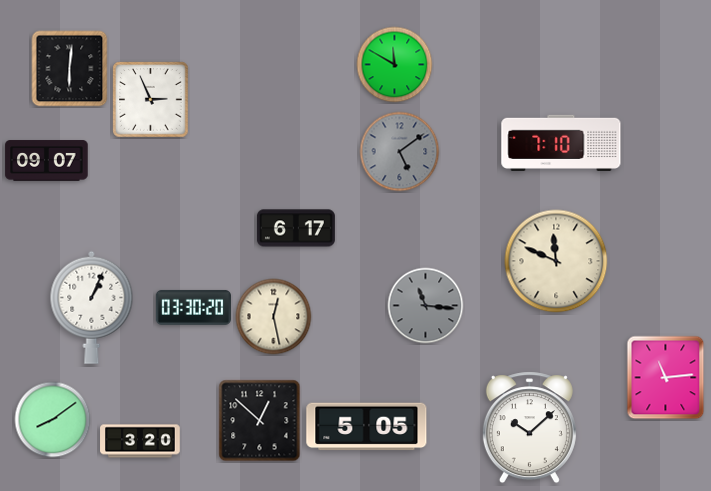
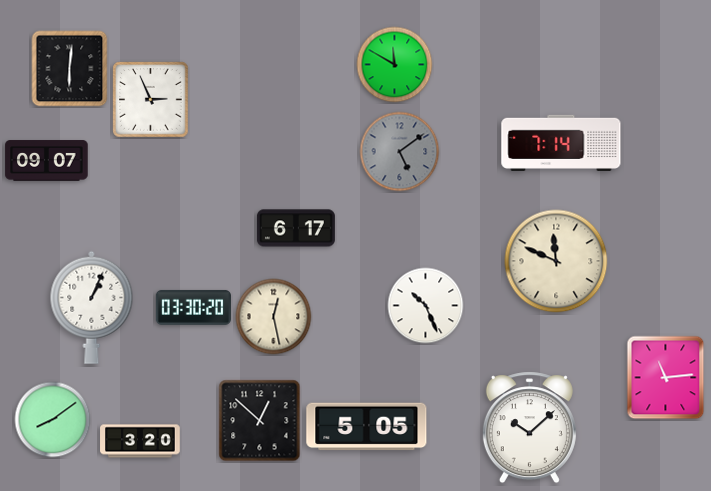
clock at (561, 143): 7:10 -> 7:14
clock at (426, 306): 11:16 -> 10:26
clock at (426, 306) dial: grey -> white
